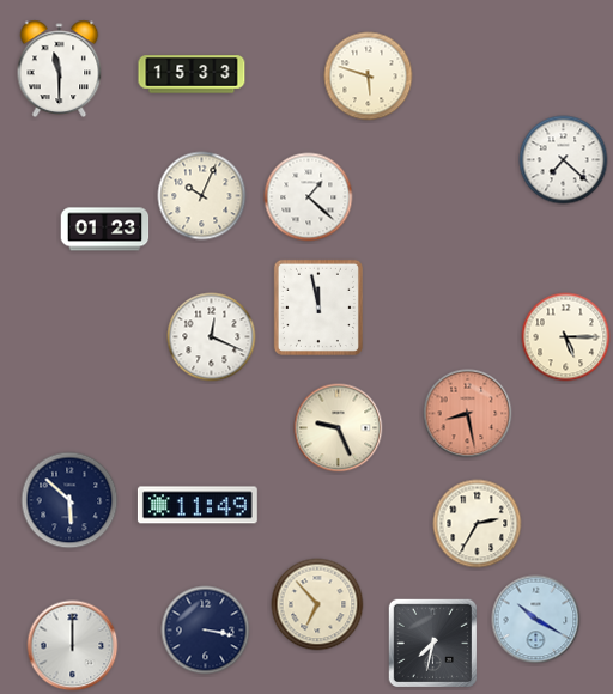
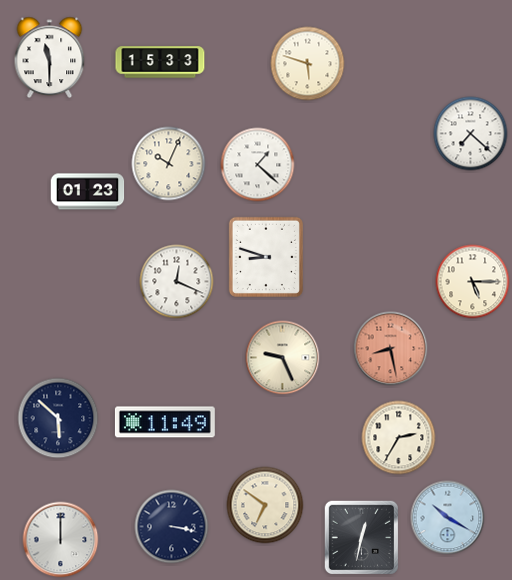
clock at (318, 308): 11:58 -> 8:48
clock at (468, 414) position: (468, 414) -> (391, 349)
clock at (317, 604): 6:53 -> 6:51
clock at (433, 644): 7:32 -> 12:32
